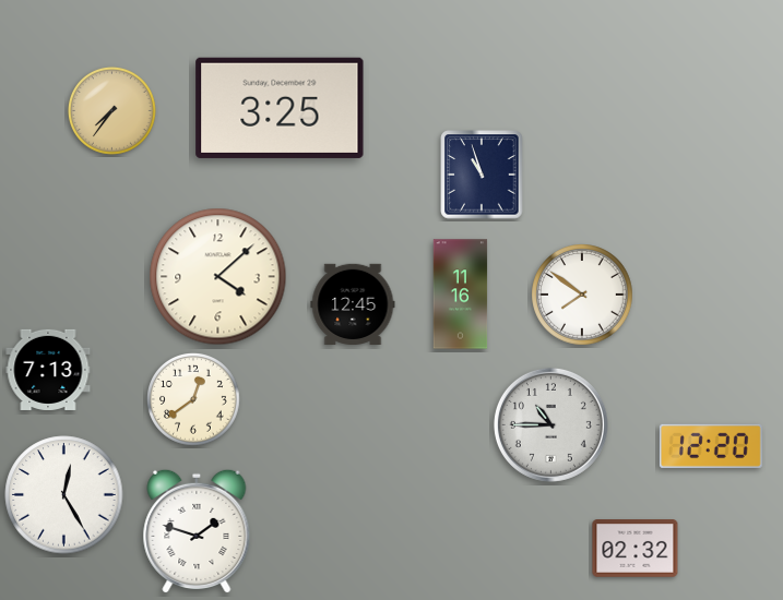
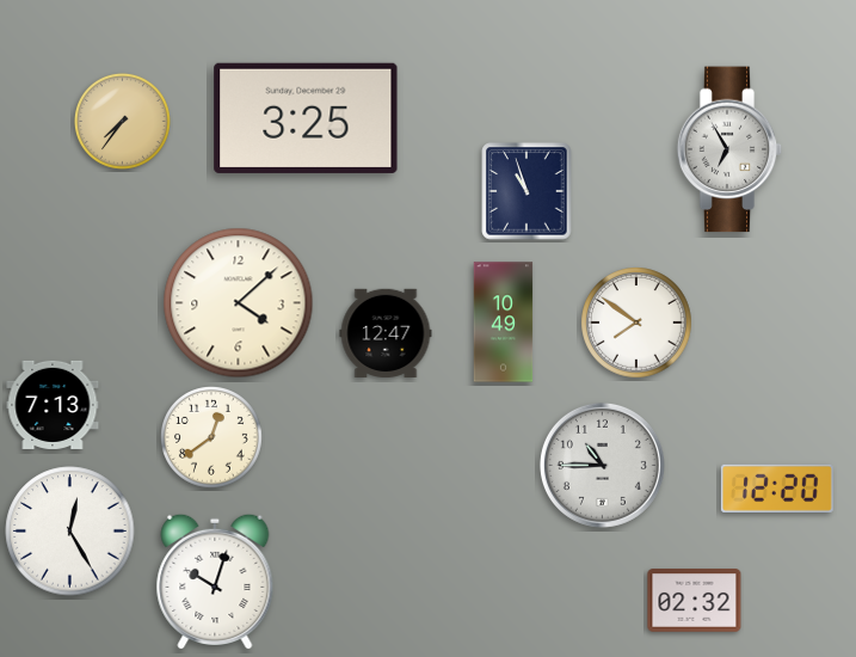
clock at (729, 149): none -> 6:55
clock at (461, 295): 11:16 -> 10:49
clock at (353, 303): 12:45 -> 12:47
clock at (64, 495) position: (64, 495) -> (70, 532)
clock at (197, 530): 1:48 -> 10:03
